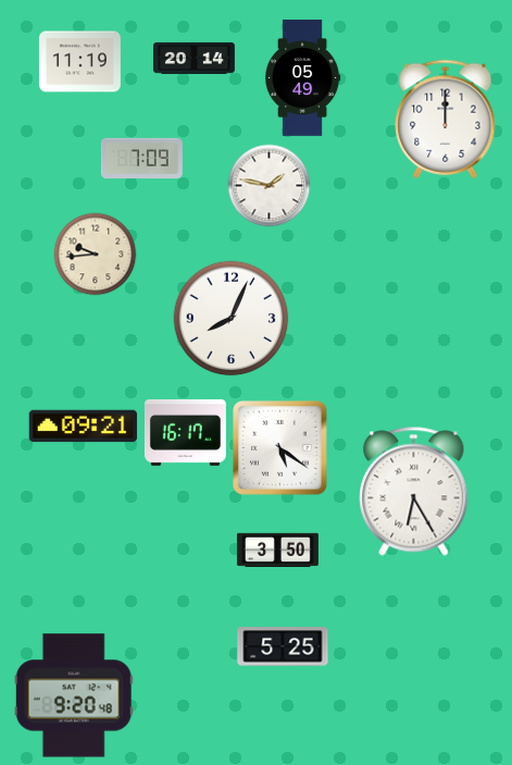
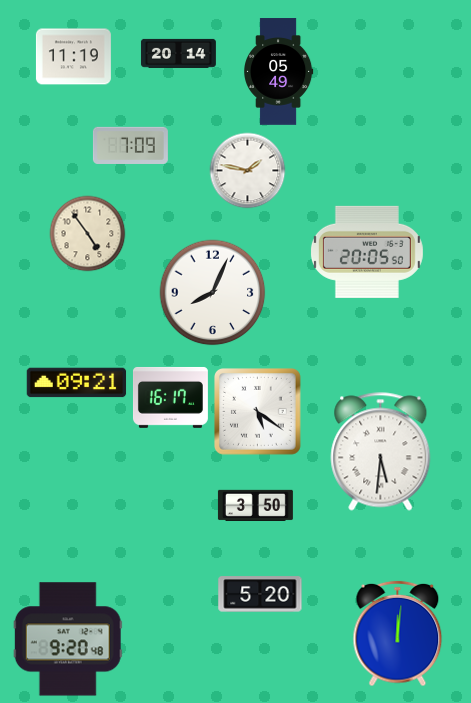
clock at (446, 119): 12:00 -> none
clock at (96, 255): 9:44 -> 4:54
clock at (367, 252): none -> 20:05
clock at (84, 427) position: (84, 427) -> (77, 383)
clock at (414, 492): 6:25 -> 5:31
clock at (283, 646): 5:25 -> 5:20
clock at (398, 634): none -> 12:01
